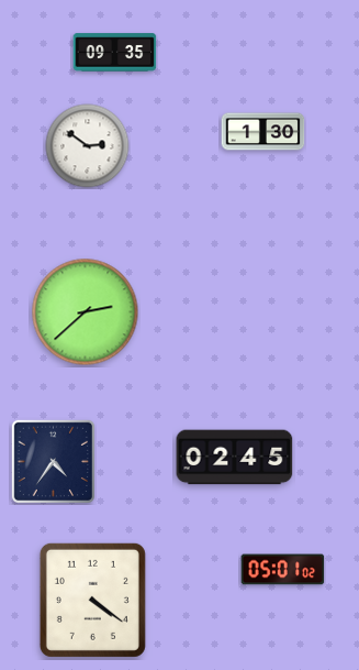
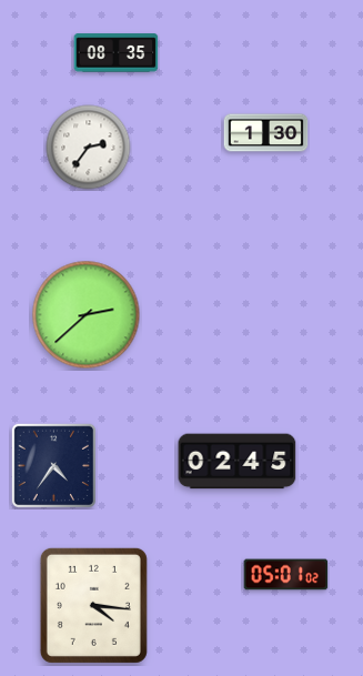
clock at (115, 53): 09:35 -> 08:35
clock at (88, 146): 2:51 -> 2:36
clock at (92, 600): 4:21 -> 4:16
